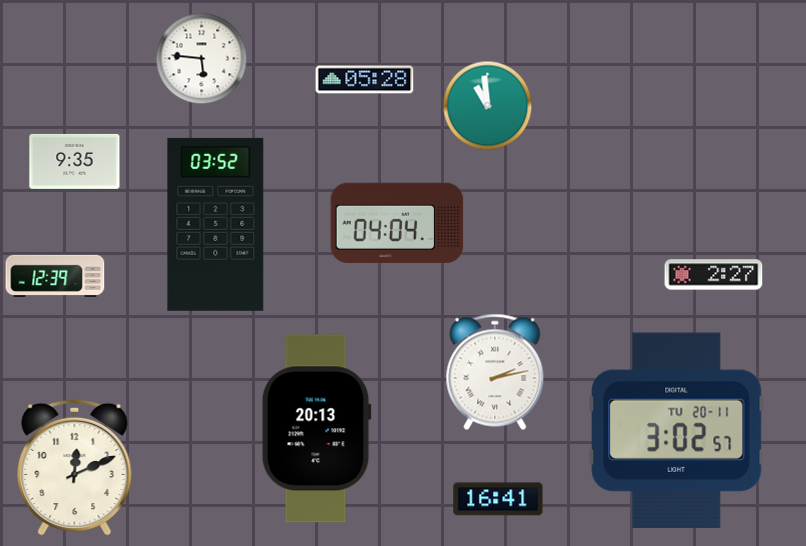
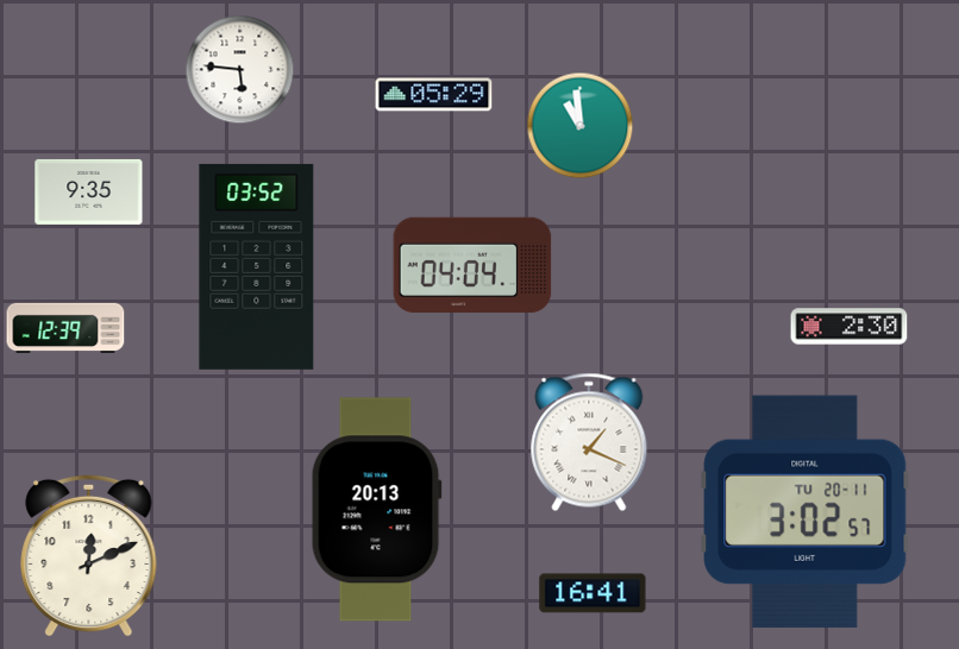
clock at (365, 80): 05:28 -> 05:29
clock at (714, 275): 2:27 -> 2:30
clock at (495, 372): 2:13 -> 1:19
